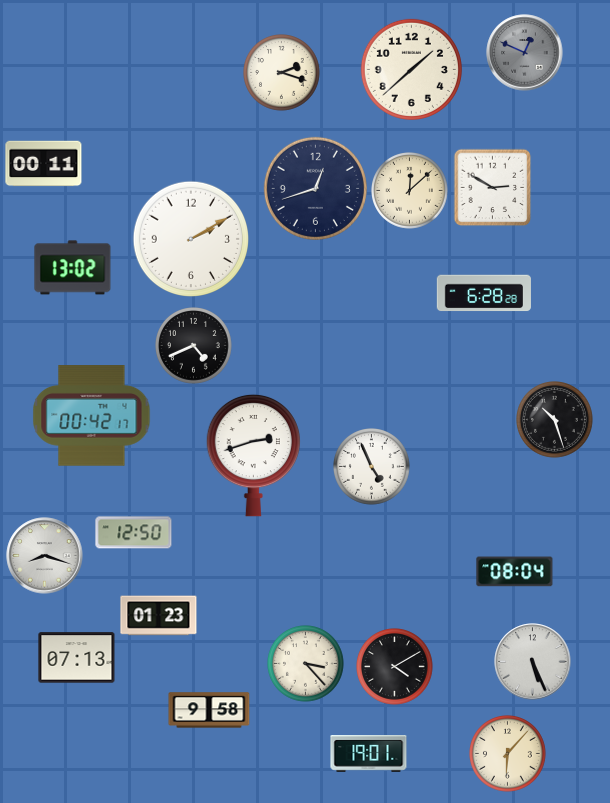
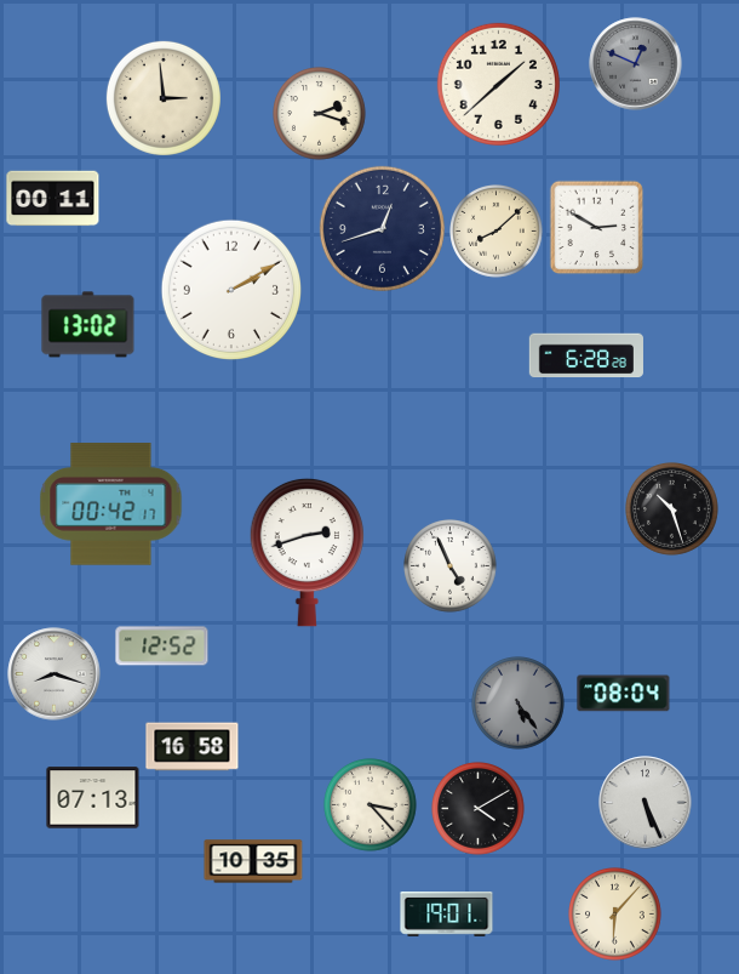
clock at (282, 73) position: (282, 73) -> (320, 114)
clock at (164, 98): none -> 2:59
clock at (410, 191): 12:08 -> 8:08
clock at (194, 346): 4:41 -> none
clock at (134, 533): 12:50 -> 12:52
clock at (519, 704): none -> 5:24
clock at (159, 616): 01:23 -> 16:58
clock at (209, 710): 9:58 -> 10:35
